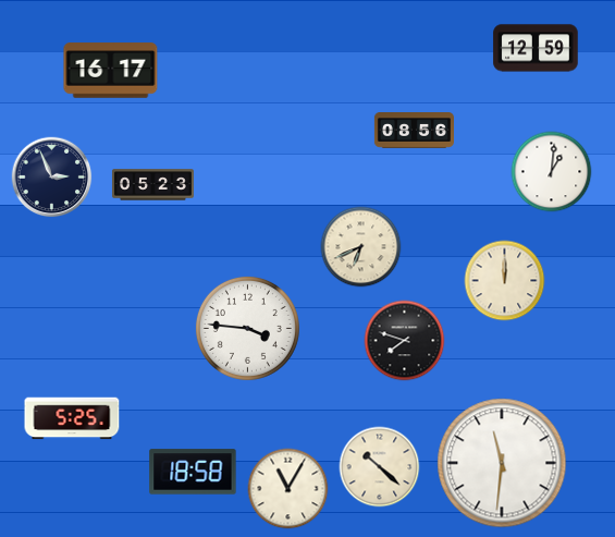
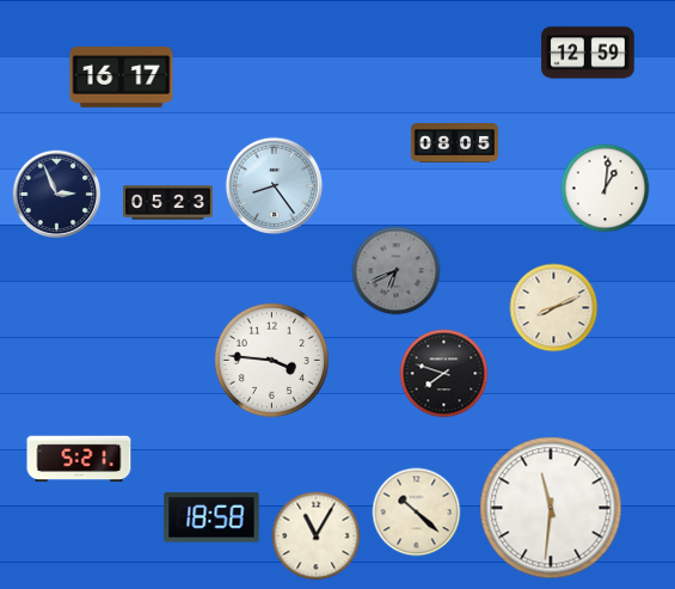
clock at (414, 131): 08:56 -> 08:05
clock at (275, 186): none -> 8:24
clock at (361, 247) dial: cream -> grey
clock at (505, 281): 12:00 -> 8:11
clock at (72, 418): 5:25 -> 5:21
